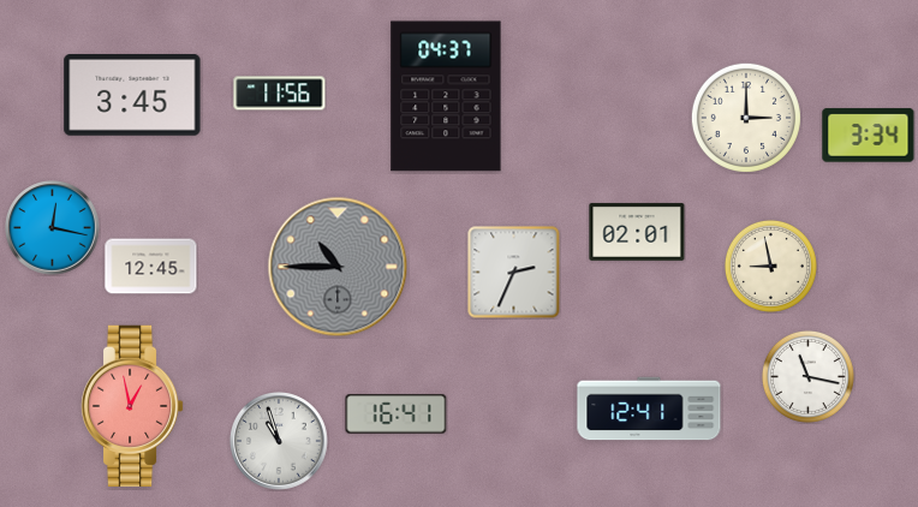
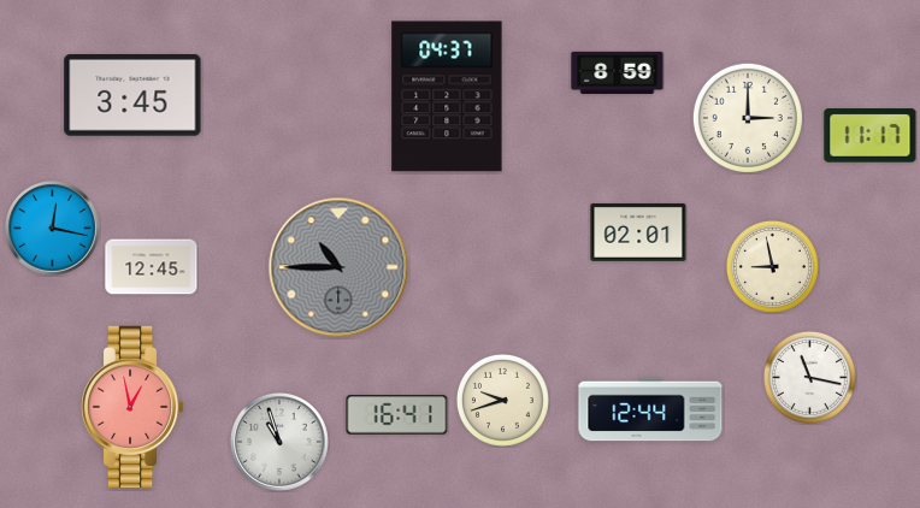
clock at (618, 72): none -> 8:59
clock at (280, 94): 11:56 -> none
clock at (869, 136): 3:34 -> 11:17
clock at (514, 273): 2:34 -> none
clock at (502, 400): none -> 9:42
clock at (649, 408): 12:41 -> 12:44
